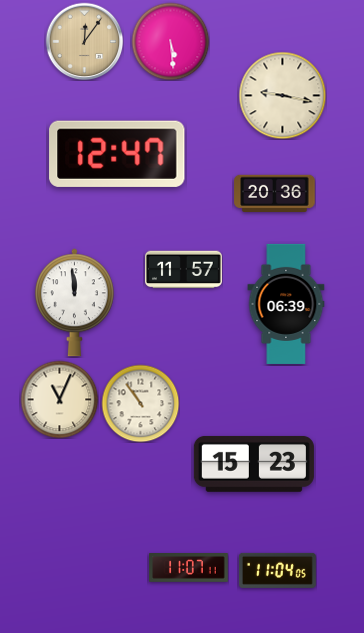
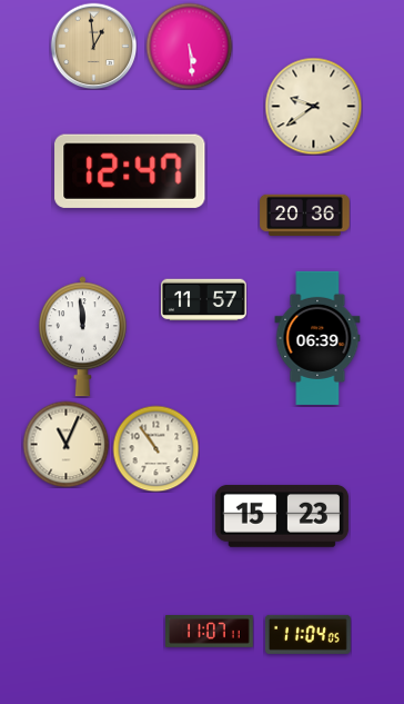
clock at (84, 41): 12:06 -> 12:59
clock at (282, 95): 9:17 -> 9:39
